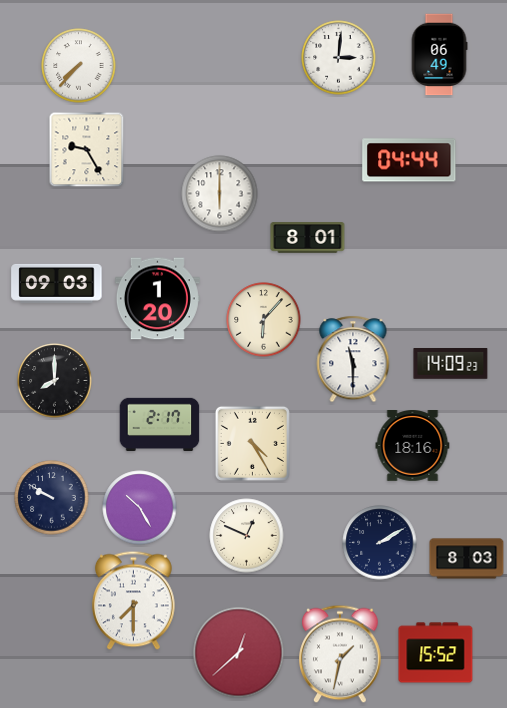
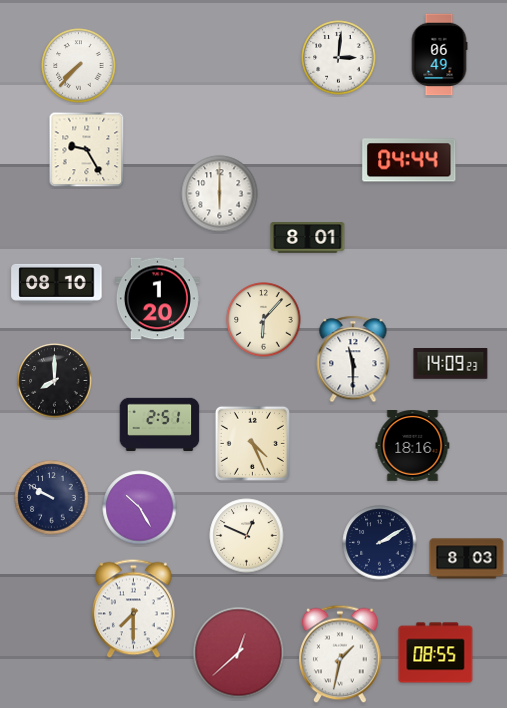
clock at (57, 283): 09:03 -> 08:10
clock at (160, 424): 2:17 -> 2:51
clock at (252, 443): 4:25 -> 4:26
clock at (133, 601) position: (133, 601) -> (133, 609)
clock at (436, 653): 15:52 -> 08:55
